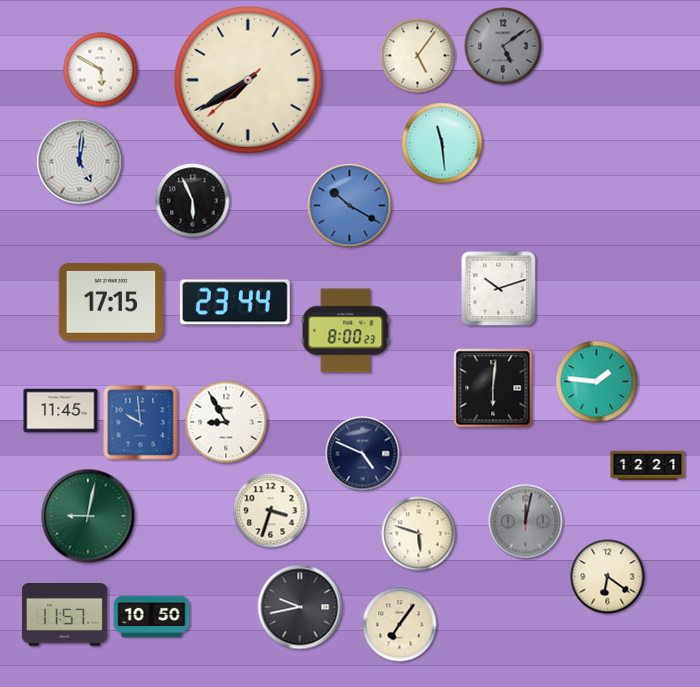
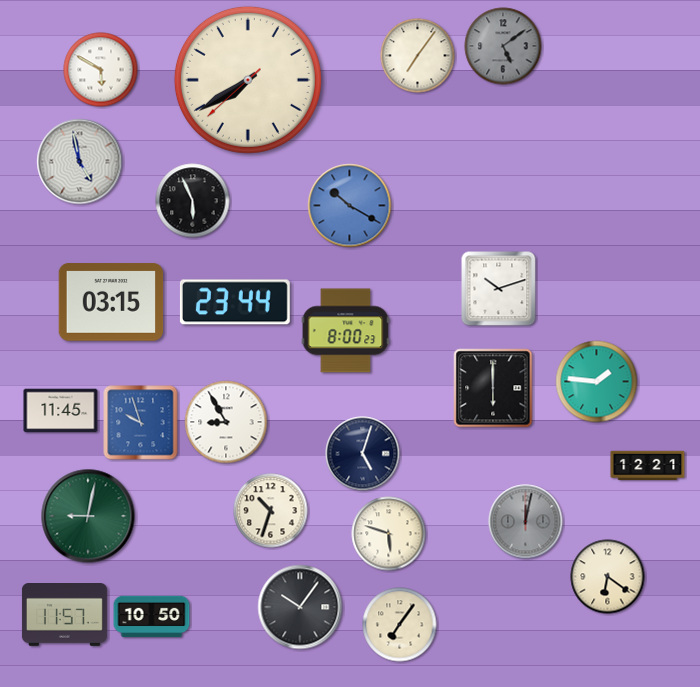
clock at (418, 56): 5:06 -> 7:06
clock at (442, 143): 11:29 -> none
clock at (80, 162): 5:01 -> 4:58
clock at (111, 302): 17:15 -> 03:15
clock at (493, 388): 6:01 -> 6:00
clock at (141, 423): 9:59 -> 9:57
clock at (363, 454): 4:49 -> 5:03
clock at (271, 511): 3:33 -> 10:33
clock at (419, 534) position: (419, 534) -> (389, 534)
clock at (300, 607): 9:43 -> 10:06
